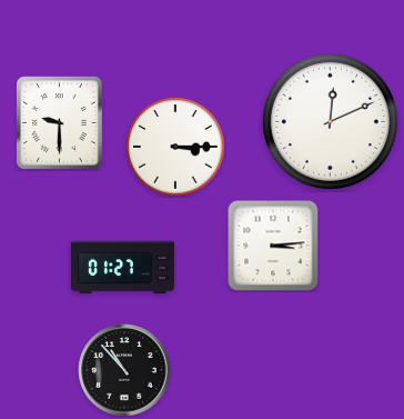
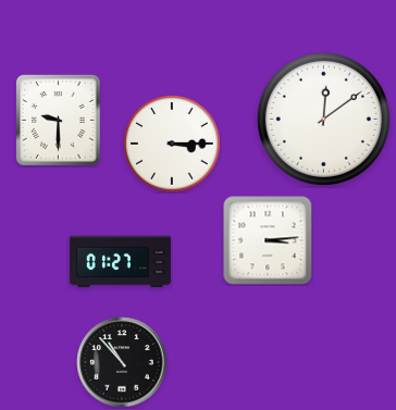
clock at (330, 121): 12:11 -> 12:09
